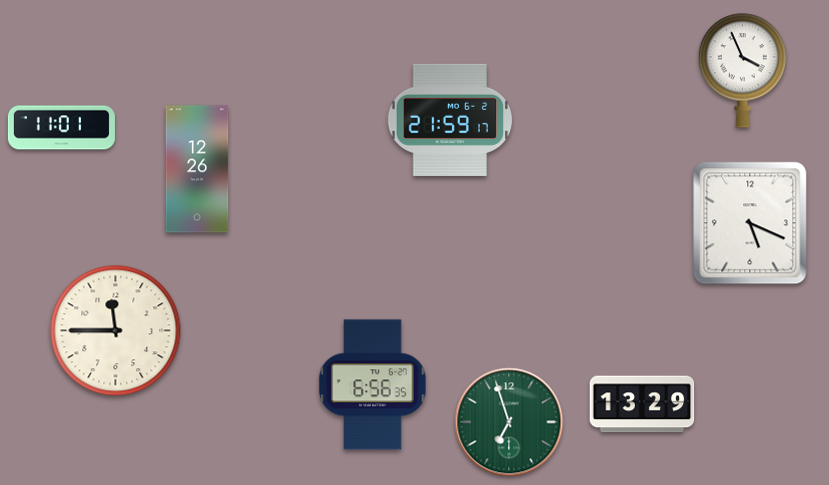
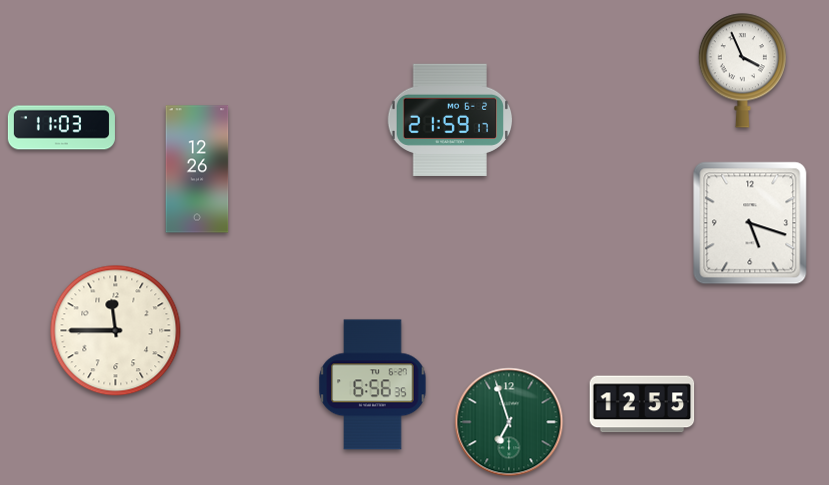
clock at (61, 128): 11:01 -> 11:03
clock at (750, 223): 5:19 -> 5:18
clock at (642, 404): 13:29 -> 12:55
